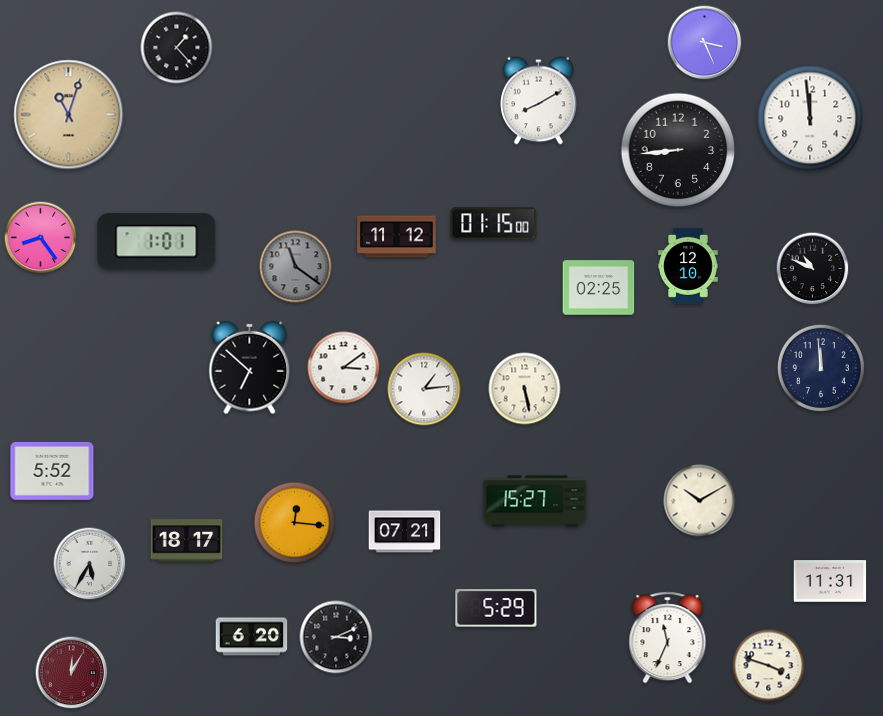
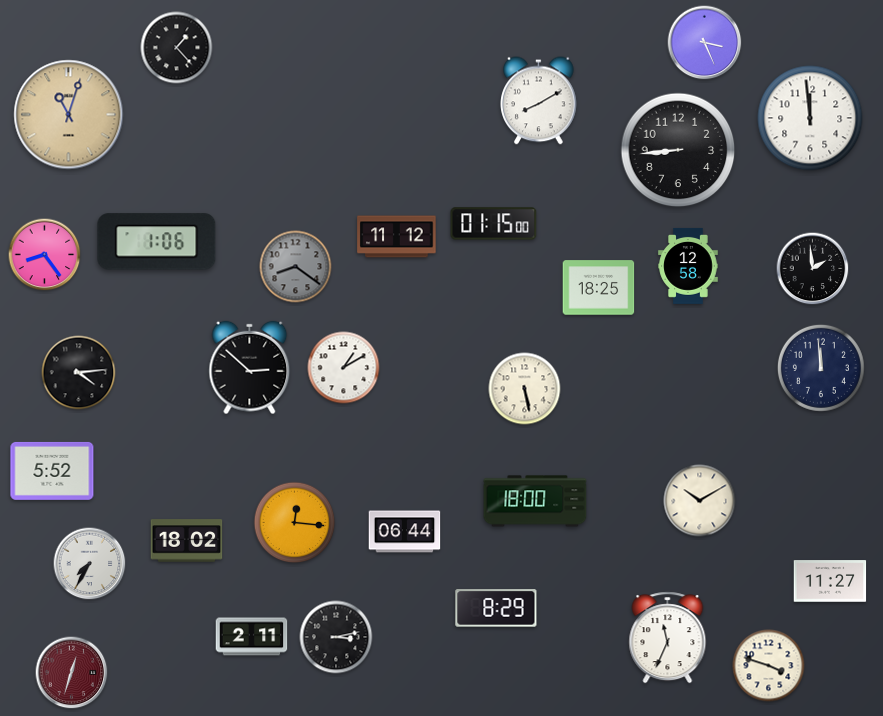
clock at (41, 238) position: (41, 238) -> (45, 255)
clock at (157, 242): 1:01 -> 1:06
clock at (688, 266): 12:10 -> 12:58
clock at (296, 267): 11:21 -> 8:21
clock at (813, 269): 10:49 -> 1:59
clock at (599, 288): 02:25 -> 18:25
clock at (250, 368): 6:52 -> 2:52
clock at (344, 368): 3:09 -> 1:10
clock at (79, 373): none -> 4:14
clock at (424, 389): 1:14 -> none
clock at (535, 501): 15:27 -> 18:00
clock at (405, 532): 07:21 -> 06:44
clock at (187, 541): 18:17 -> 18:02
clock at (90, 564): 5:35 -> 7:35
clock at (830, 581): 11:31 -> 11:27
clock at (496, 608): 5:29 -> 8:29
clock at (252, 637): 6:20 -> 2:11
clock at (336, 637): 3:11 -> 3:13
clock at (72, 673): 12:05 -> 12:33
